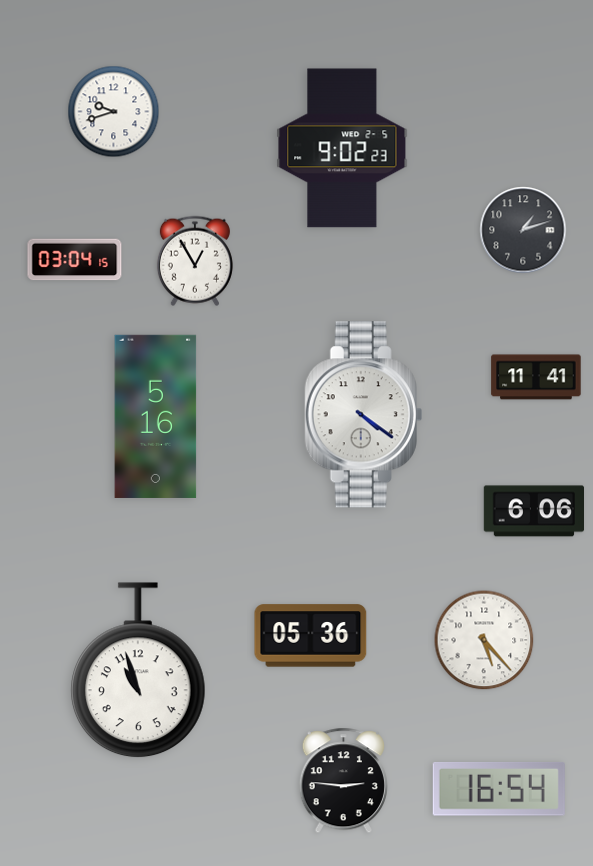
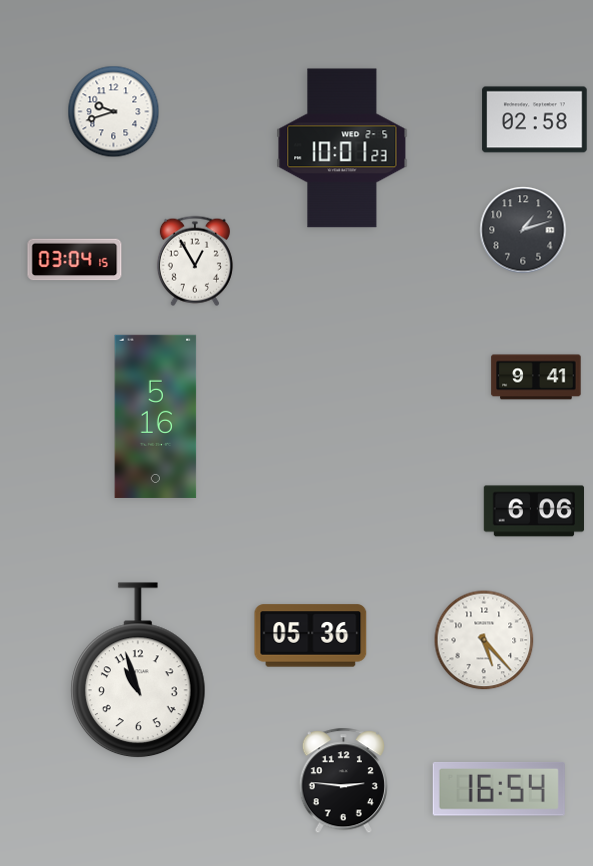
clock at (535, 120): none -> 02:58
clock at (342, 148): 9:02 -> 10:01
clock at (536, 377): 11:41 -> 9:41
clock at (364, 415): 4:21 -> none
